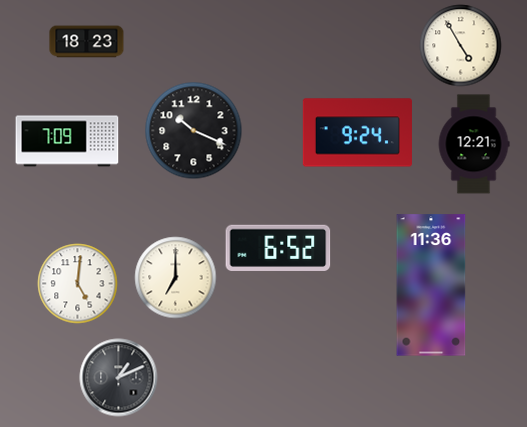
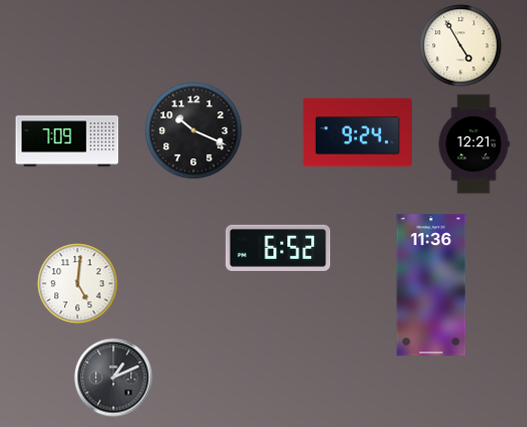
clock at (87, 42): 18:23 -> none
clock at (176, 278): 7:00 -> none
clock at (119, 378) position: (119, 378) -> (114, 378)
